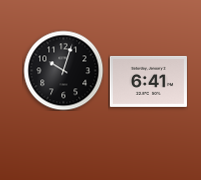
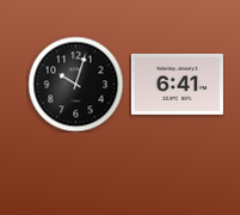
clock at (148, 81) position: (148, 81) -> (177, 84)
